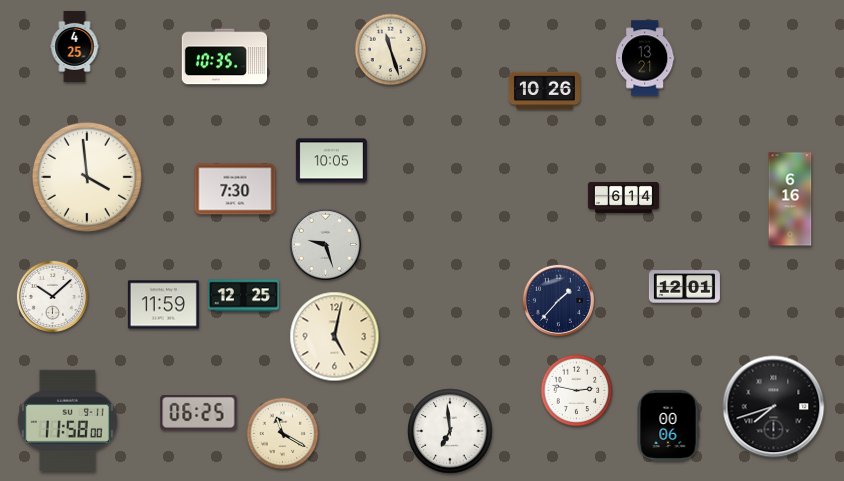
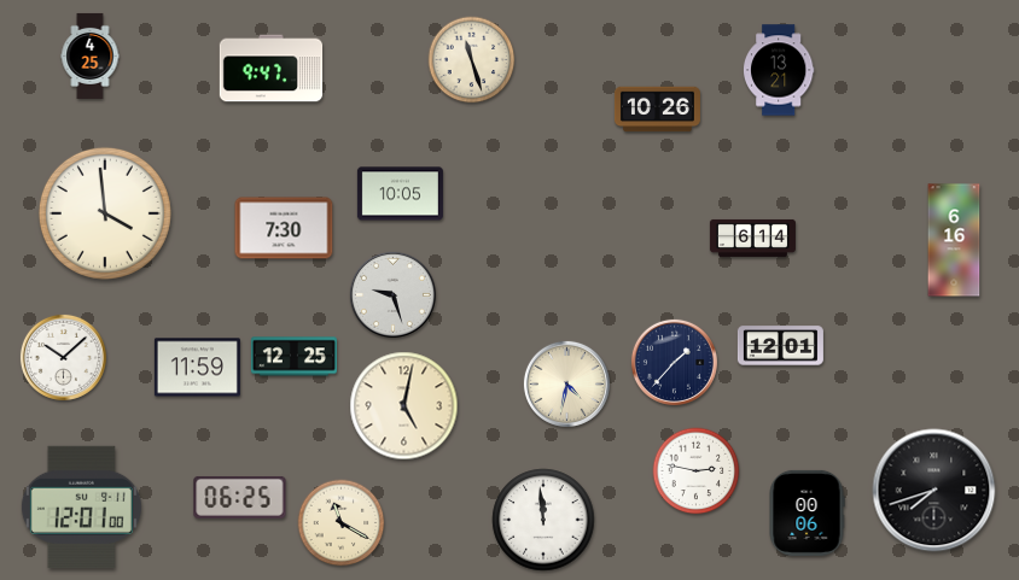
clock at (225, 57): 10:35 -> 9:47
clock at (684, 287) position: (684, 287) -> (780, 346)
clock at (566, 383): none -> 4:32
clock at (67, 420): 11:58 -> 12:01
clock at (450, 431): 6:59 -> 11:59
